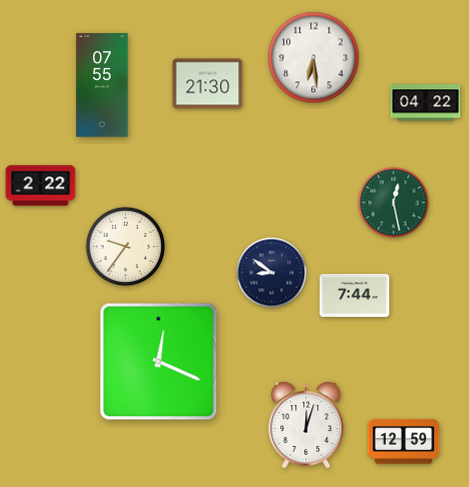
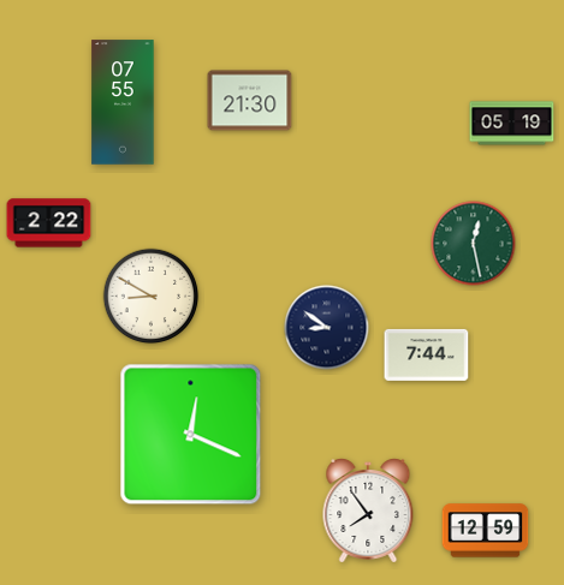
clock at (314, 58): 6:29 -> none
clock at (426, 103): 04:22 -> 05:19
clock at (126, 247): 9:36 -> 8:50
clock at (306, 426): 12:03 -> 7:54
